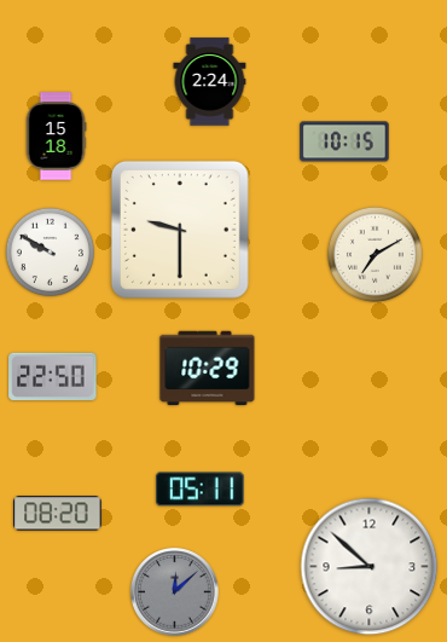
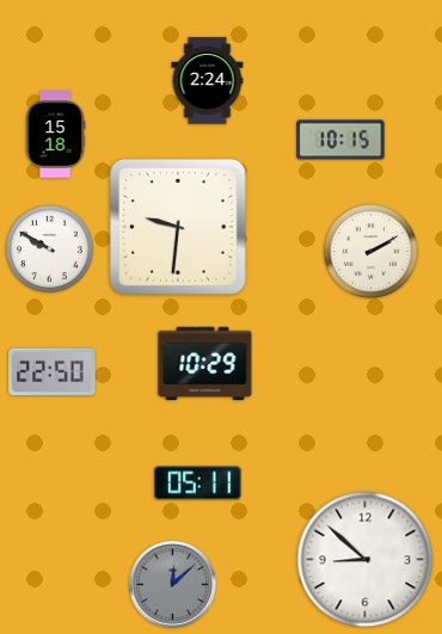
clock at (180, 230): 9:30 -> 9:31
clock at (375, 254): 7:10 -> 2:10
clock at (58, 514): 08:20 -> none
